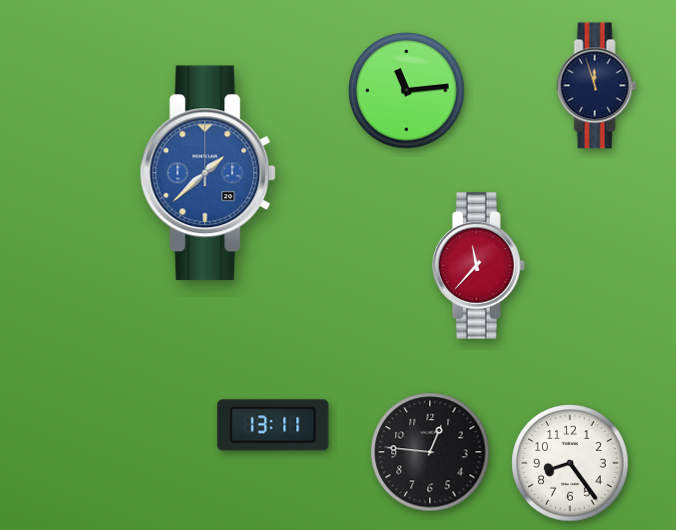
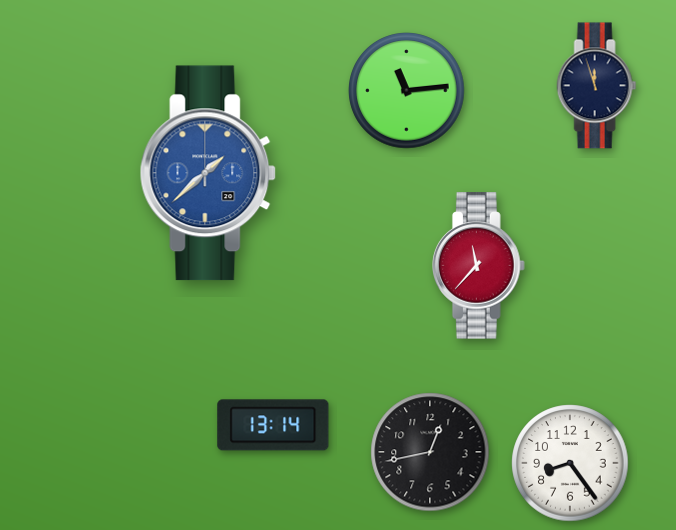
clock at (273, 425): 13:11 -> 13:14
clock at (430, 452): 12:46 -> 12:43
